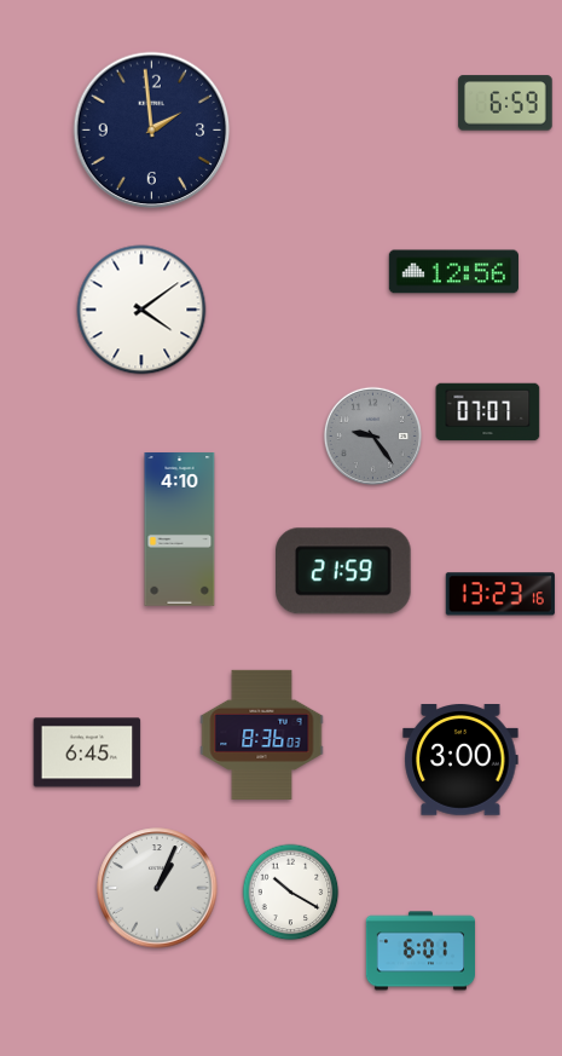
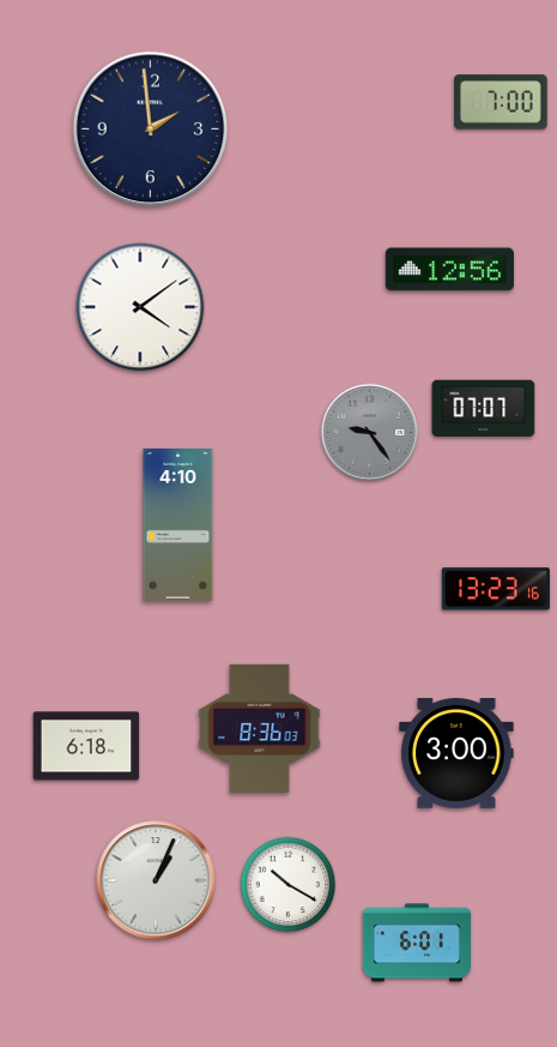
clock at (505, 103): 6:59 -> 7:00
clock at (344, 571): 21:59 -> none
clock at (87, 752): 6:45 -> 6:18
